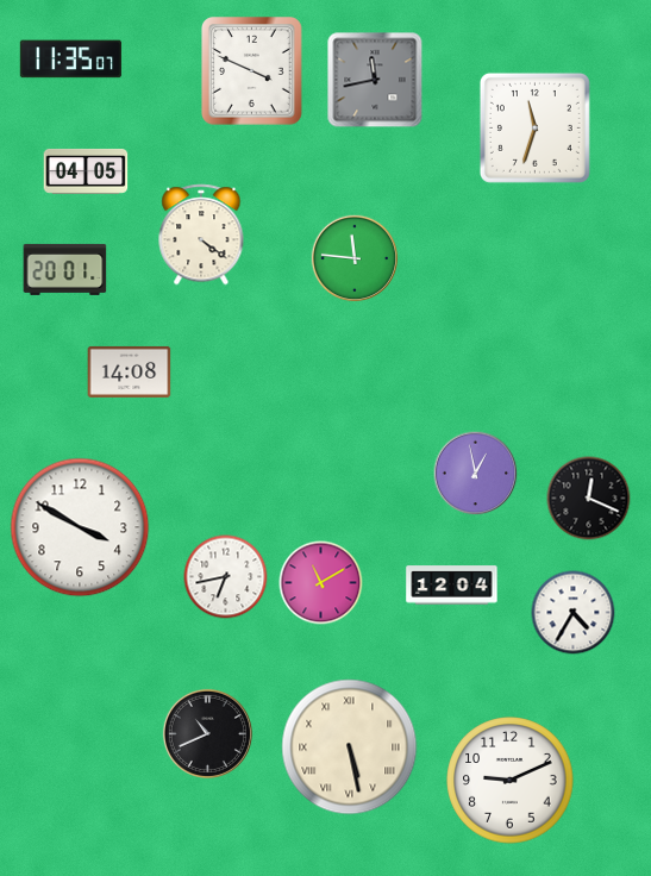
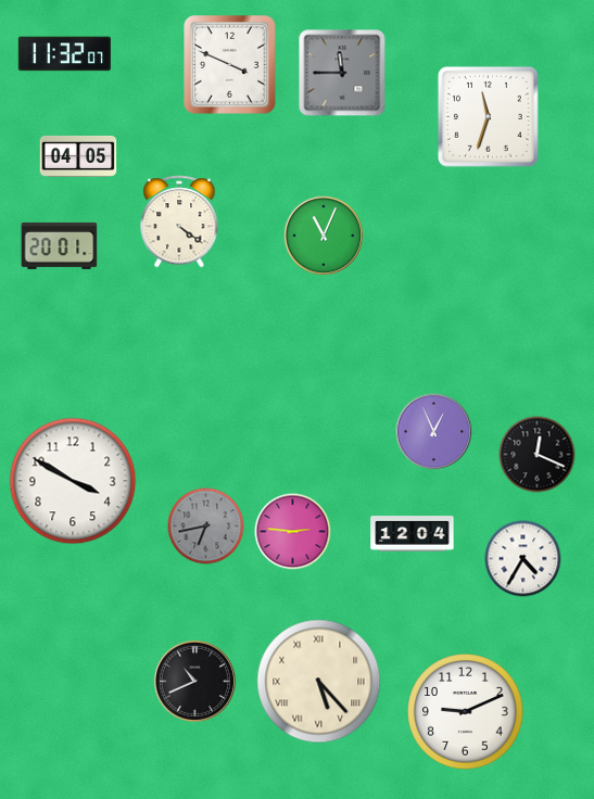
clock at (70, 60): 11:35 -> 11:32
clock at (375, 80): 11:43 -> 11:45
clock at (201, 234) position: (201, 234) -> (179, 221)
clock at (355, 258): 11:46 -> 11:04
clock at (130, 371): 14:08 -> none
clock at (476, 474): 12:58 -> 12:56
clock at (226, 577) dial: white -> grey
clock at (321, 583): 11:10 -> 2:46
clock at (207, 733) position: (207, 733) -> (194, 681)
clock at (350, 747): 5:28 -> 5:23
